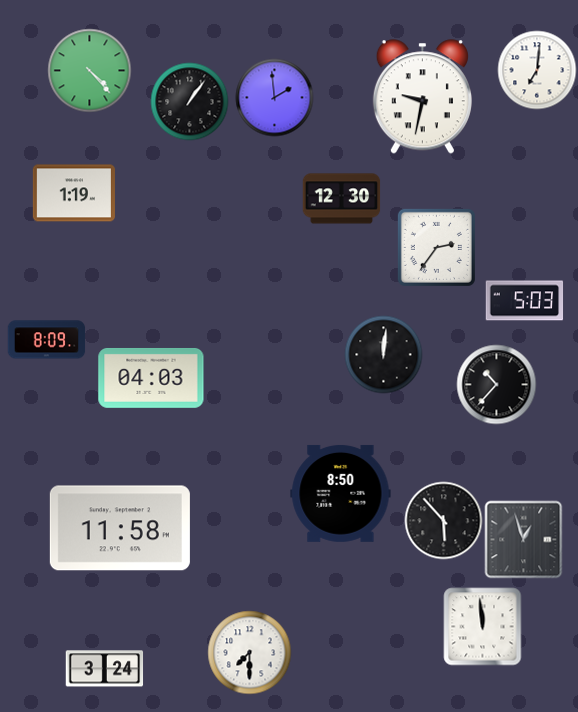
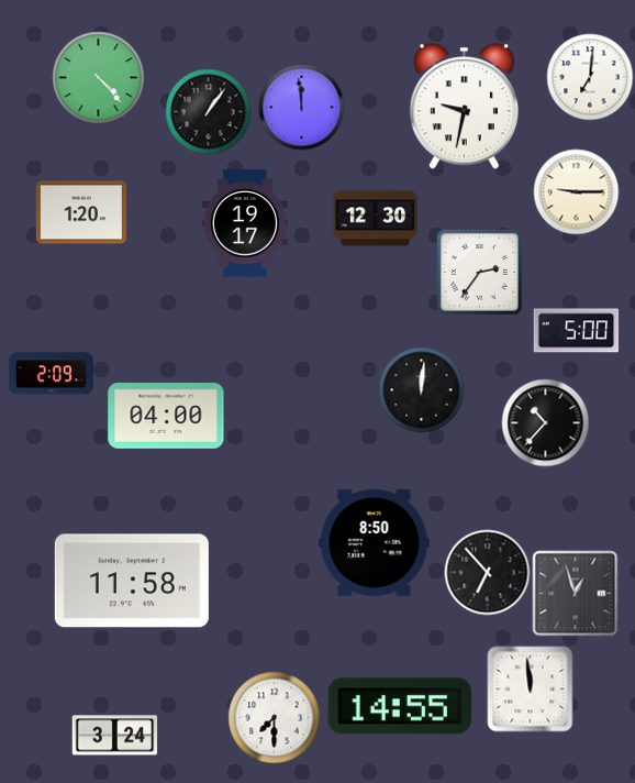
clock at (274, 97): 1:59 -> 11:59
clock at (576, 191): none -> 9:15
clock at (74, 193): 1:19 -> 1:20
clock at (244, 223): none -> 19:17
clock at (524, 301): 5:03 -> 5:00
clock at (46, 340): 8:09 -> 2:09
clock at (151, 378): 04:03 -> 04:00
clock at (443, 520): 5:53 -> 6:53
clock at (400, 706): none -> 14:55
